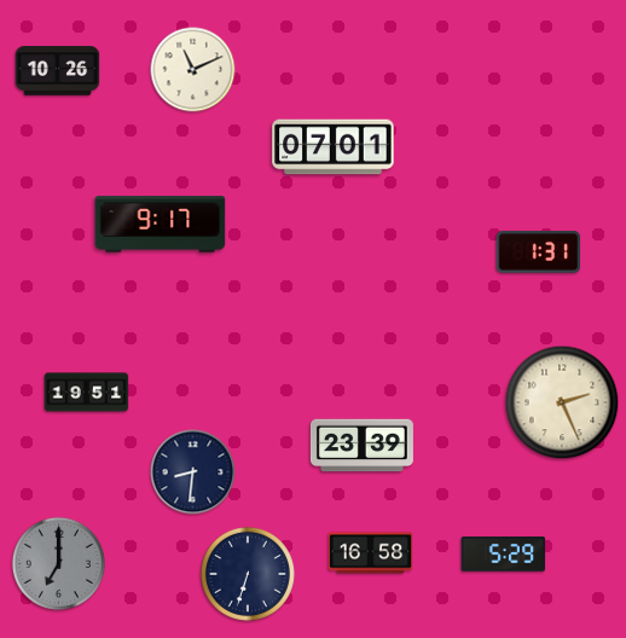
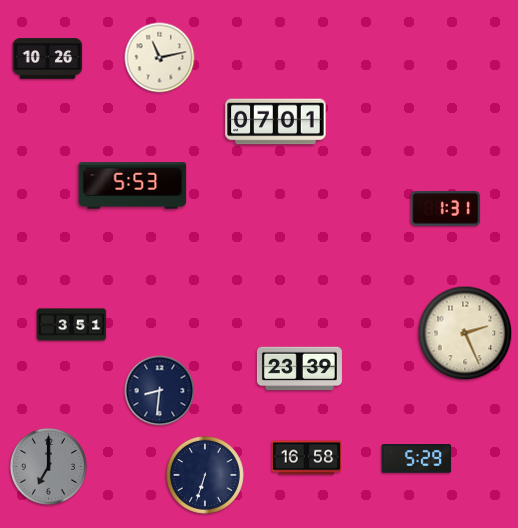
clock at (193, 70): 11:11 -> 11:13
clock at (161, 225): 9:17 -> 5:53
clock at (87, 393): 19:51 -> 3:51
